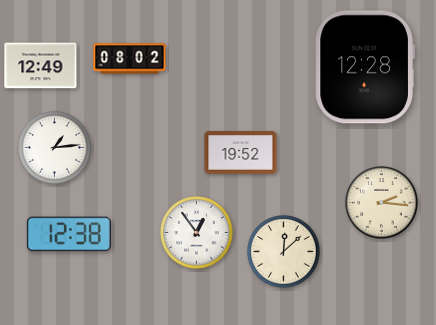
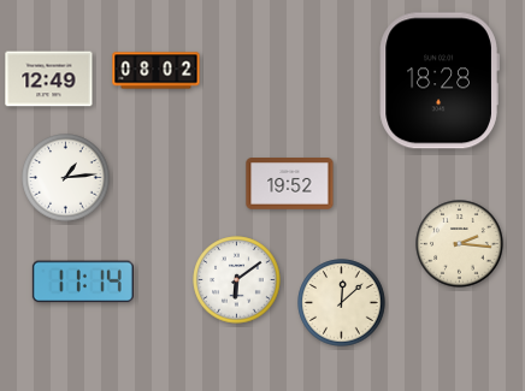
clock at (365, 67): 12:28 -> 18:28
clock at (197, 233): 12:54 -> 6:09
clock at (69, 234): 12:38 -> 11:14
